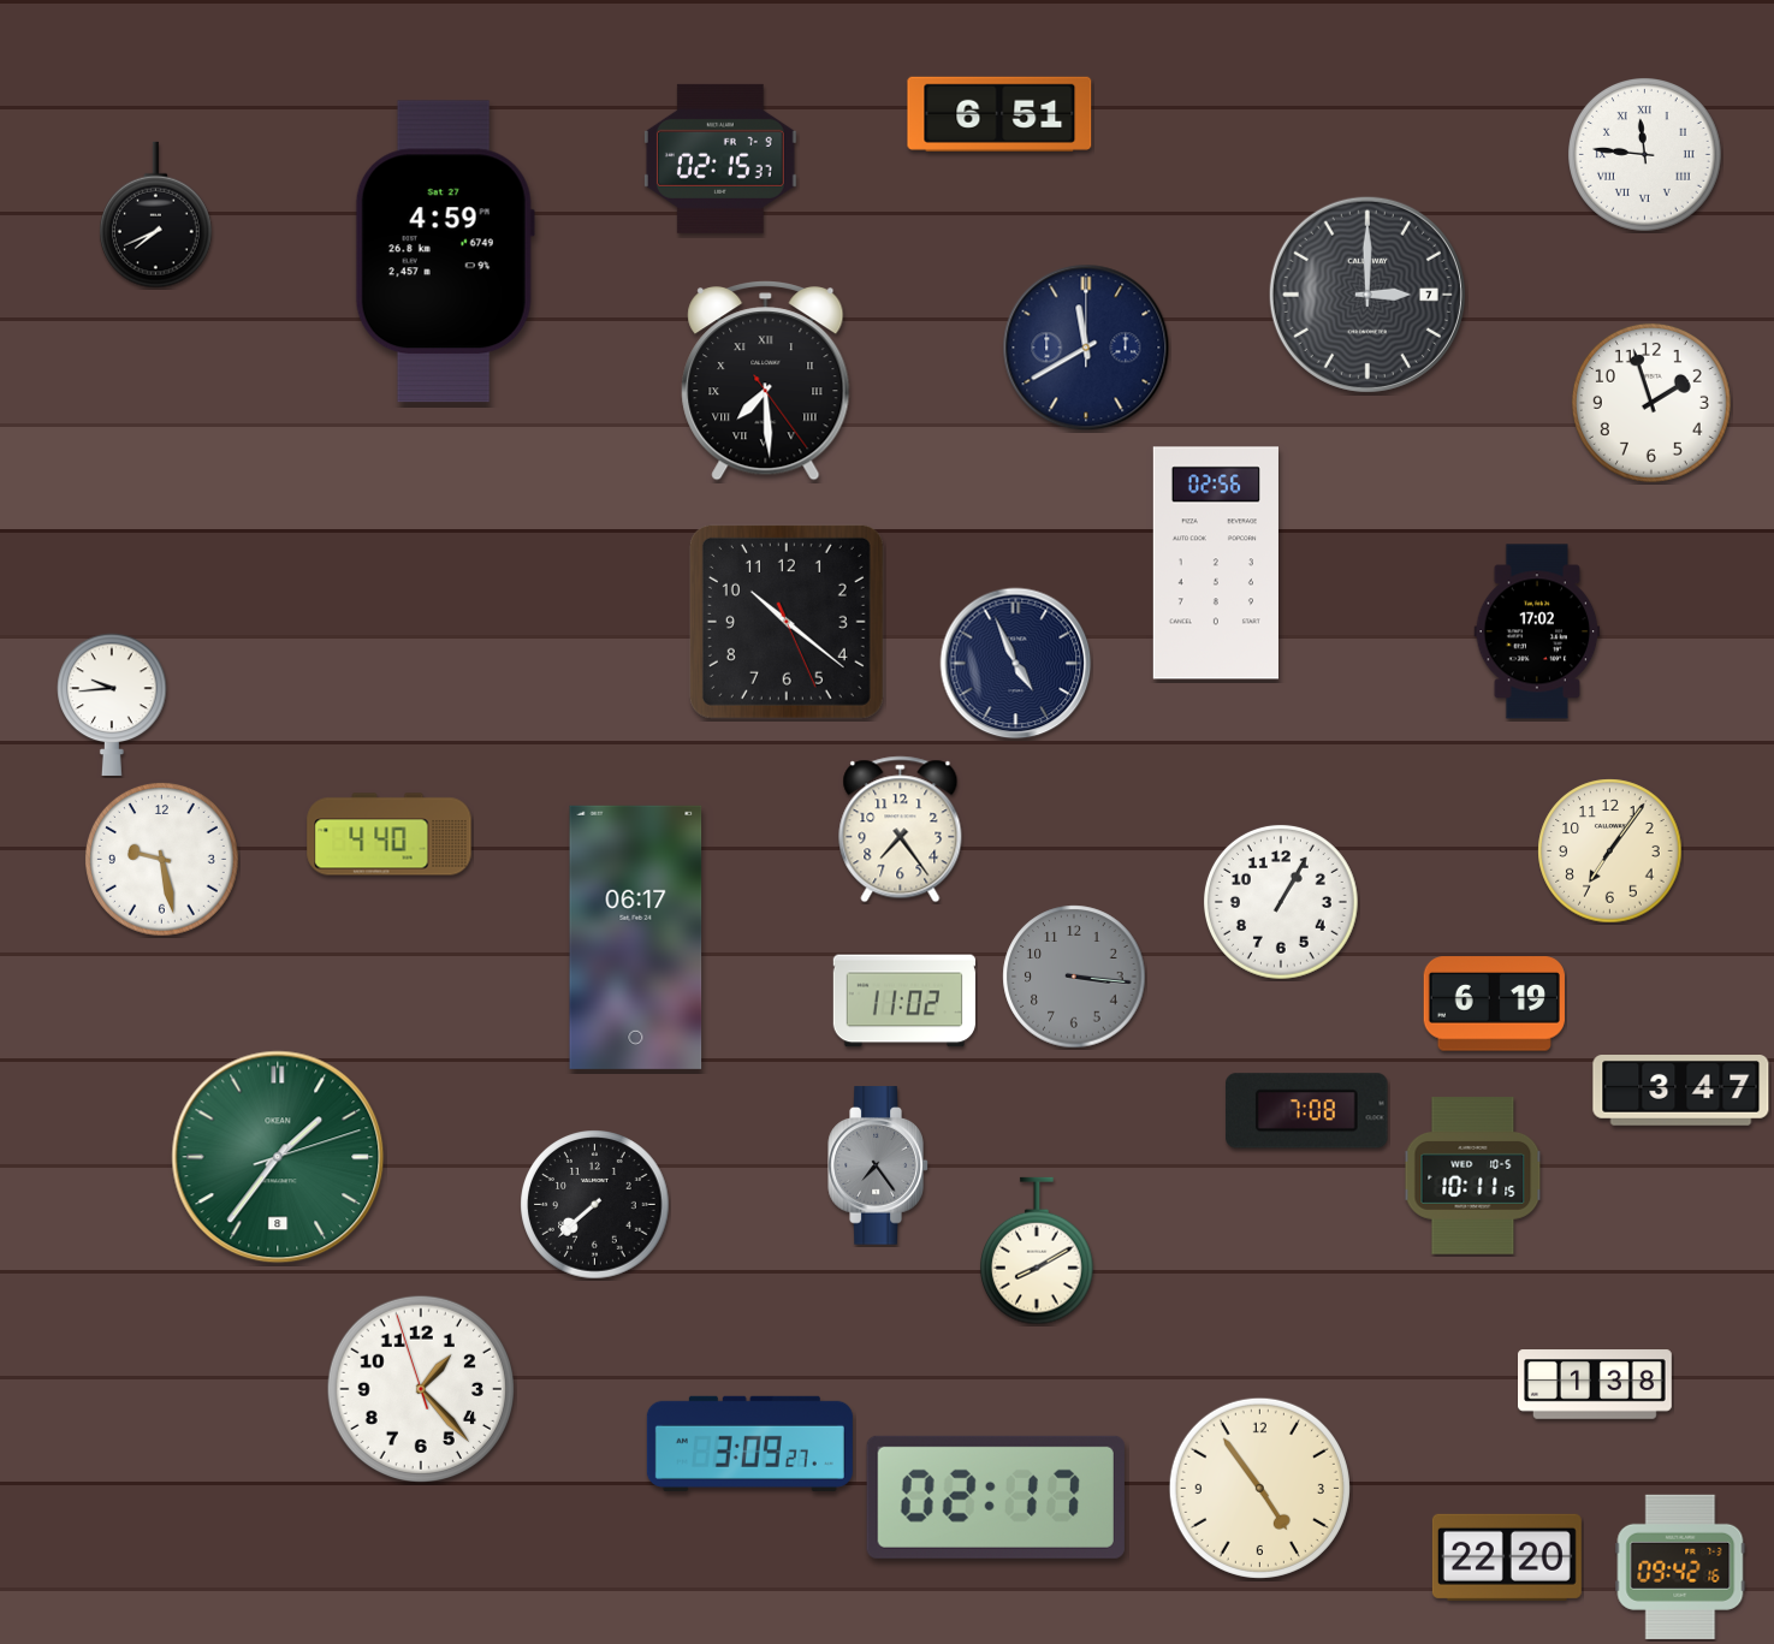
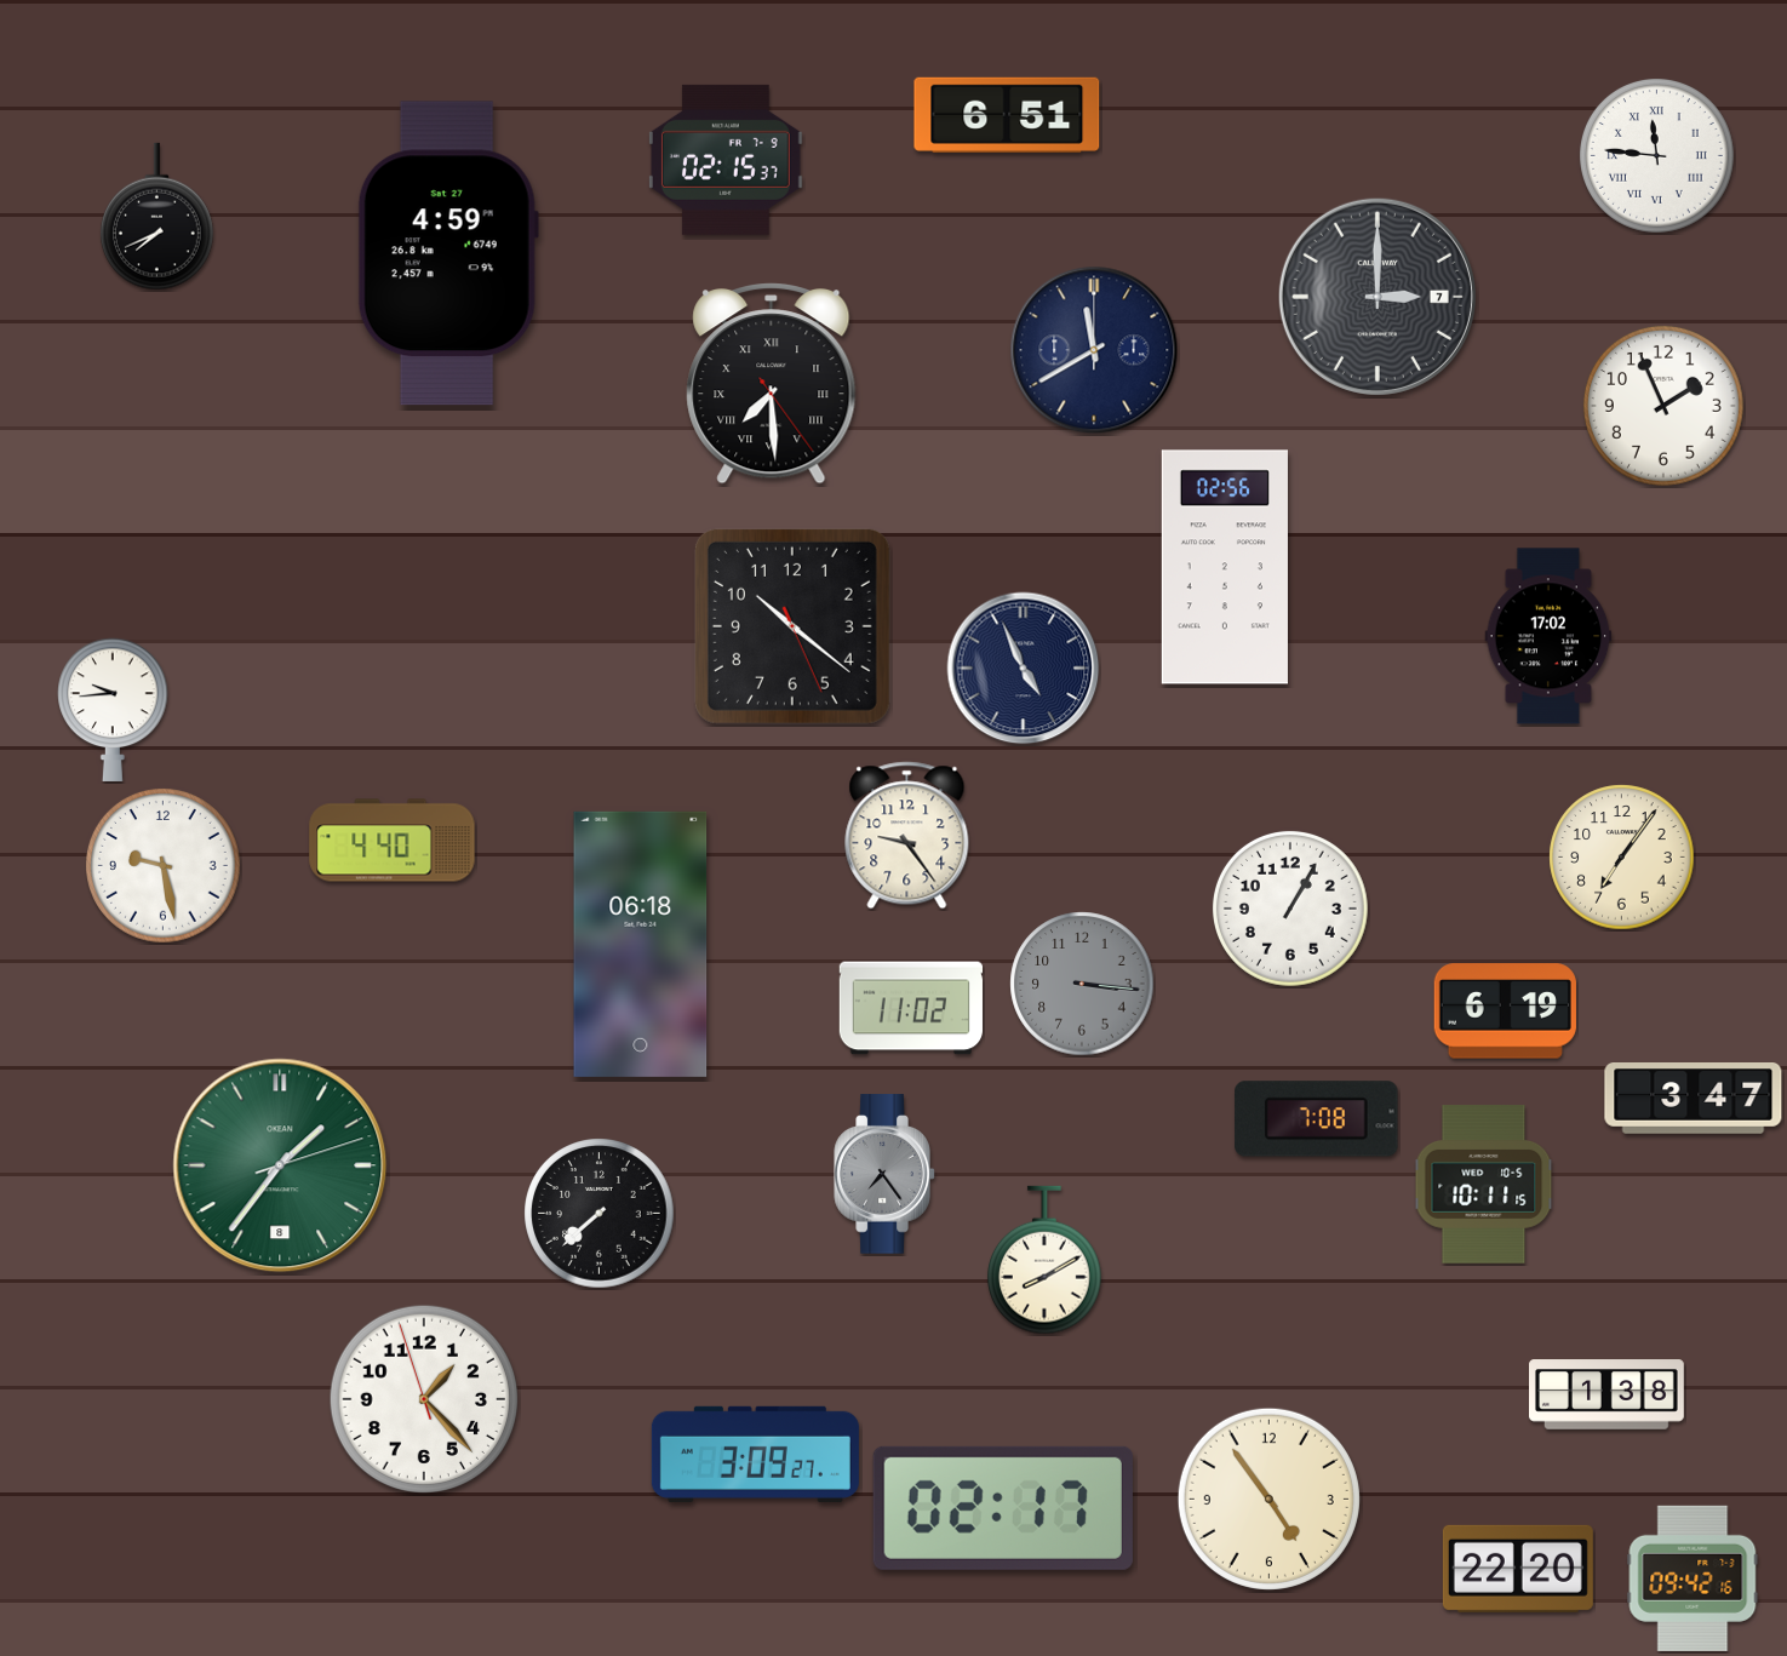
clock at (1651, 403): 1:57 -> 1:56
clock at (901, 830): 7:24 -> 9:24
clock at (636, 937): 06:17 -> 06:18
